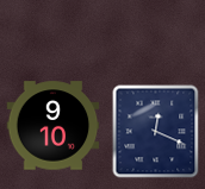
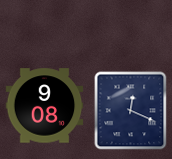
clock at (52, 126): 9:10 -> 9:08
